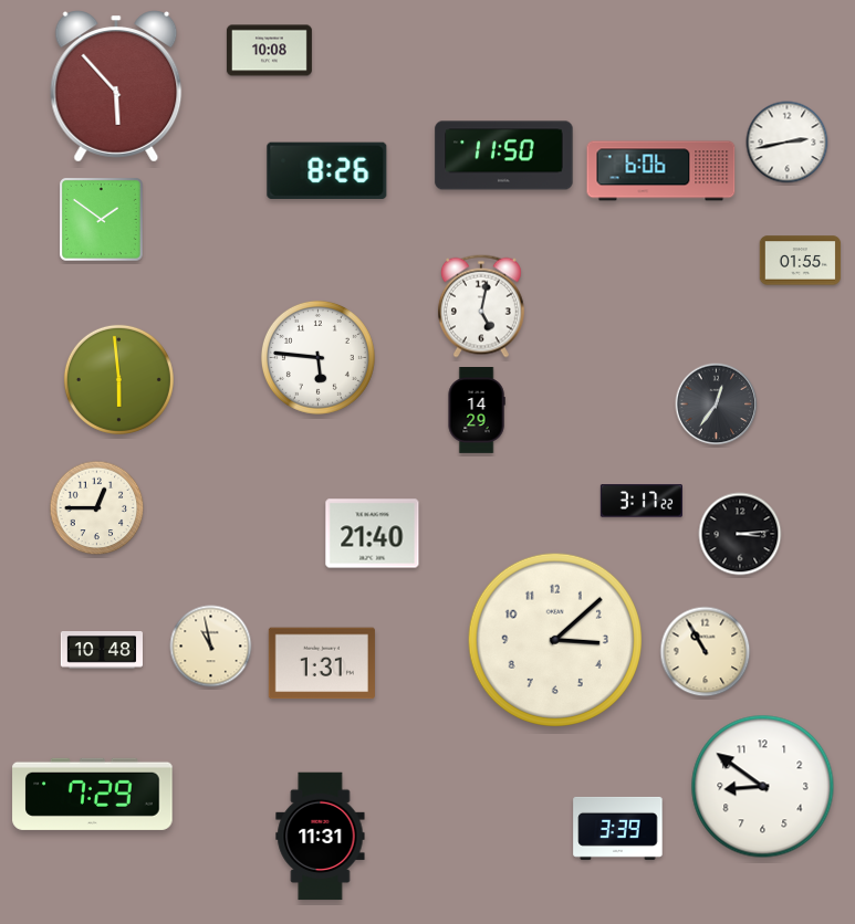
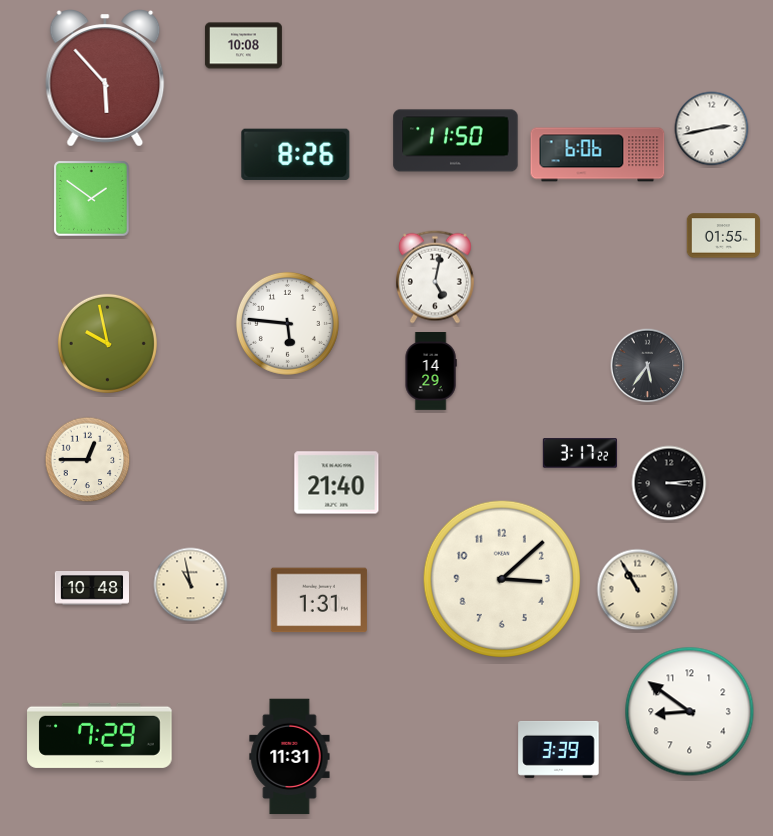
clock at (118, 379): 5:59 -> 9:58
clock at (717, 405): 12:36 -> 5:36
clock at (322, 663) position: (322, 663) -> (319, 600)
clock at (93, 794) position: (93, 794) -> (100, 735)
